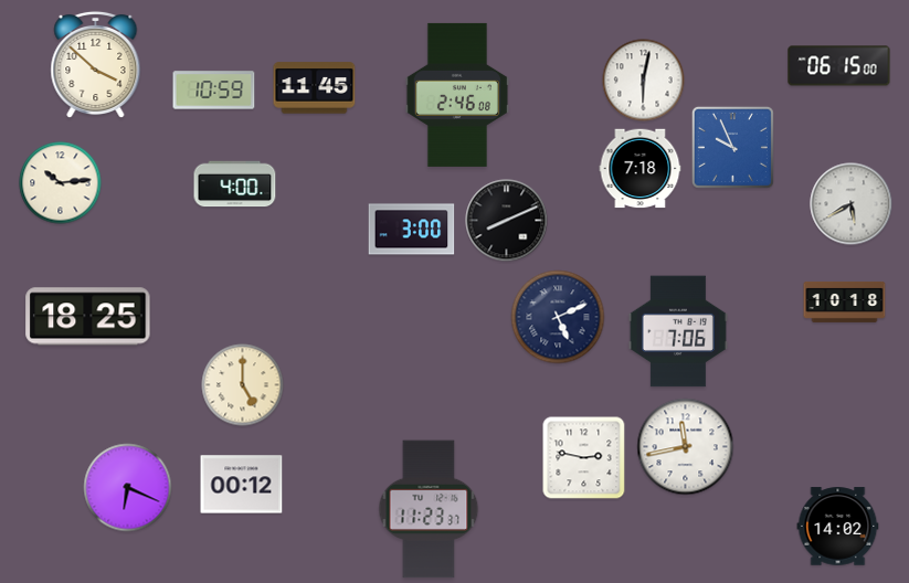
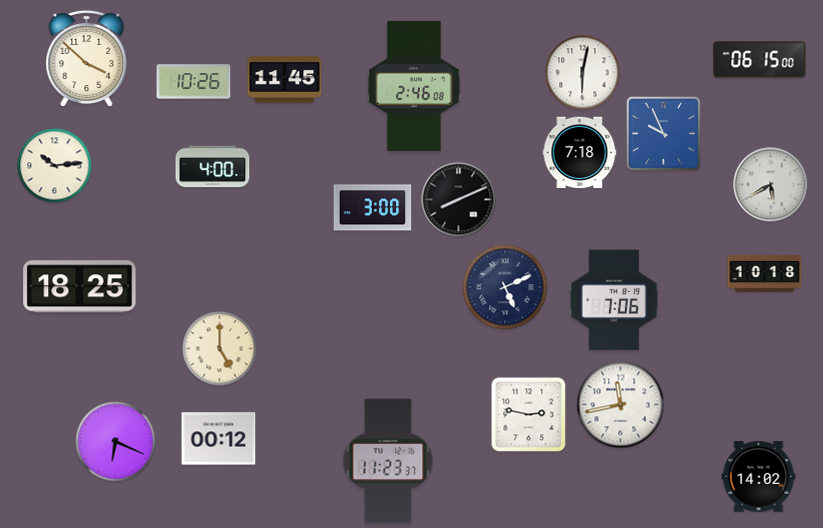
clock at (214, 91): 10:59 -> 10:26
